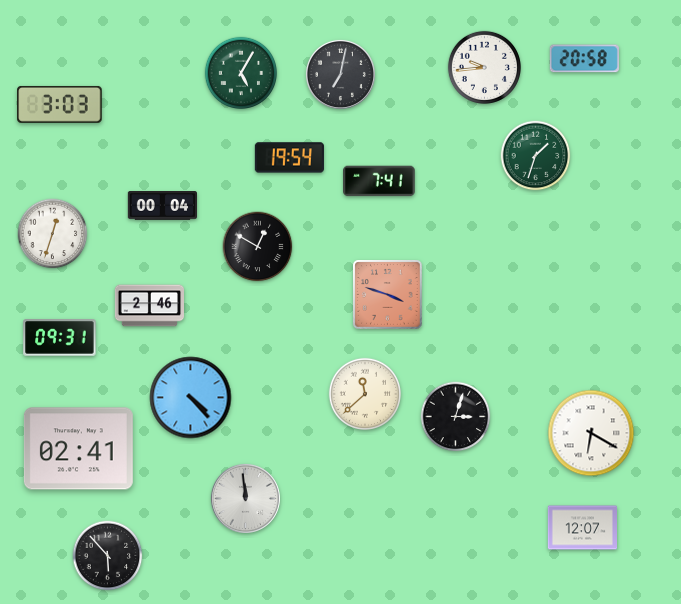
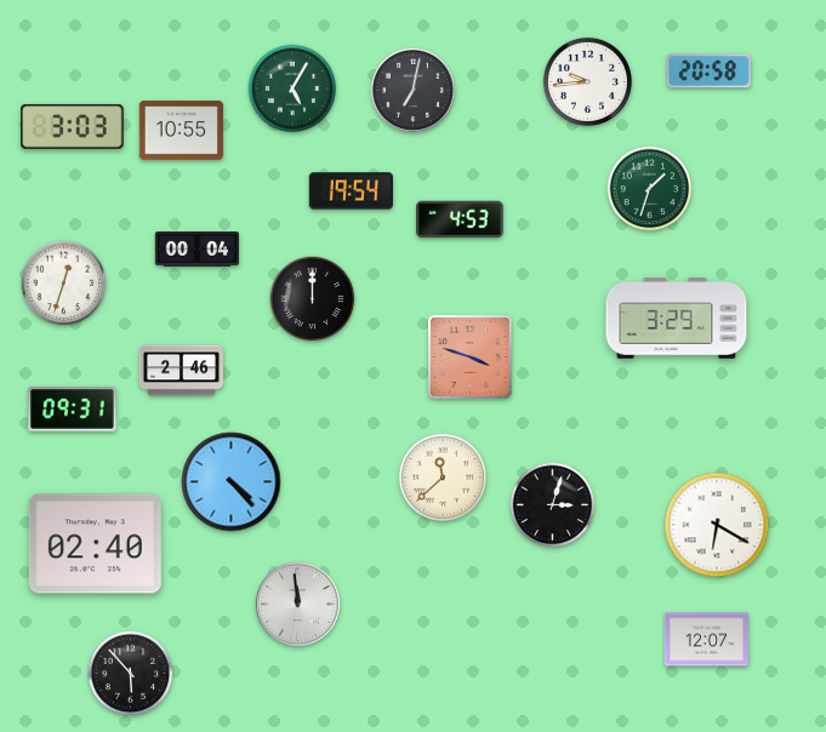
clock at (181, 131): none -> 10:55
clock at (379, 181): 7:41 -> 4:53
clock at (258, 247): 12:50 -> 12:00
clock at (677, 319): none -> 3:29
clock at (78, 449): 02:41 -> 02:40
